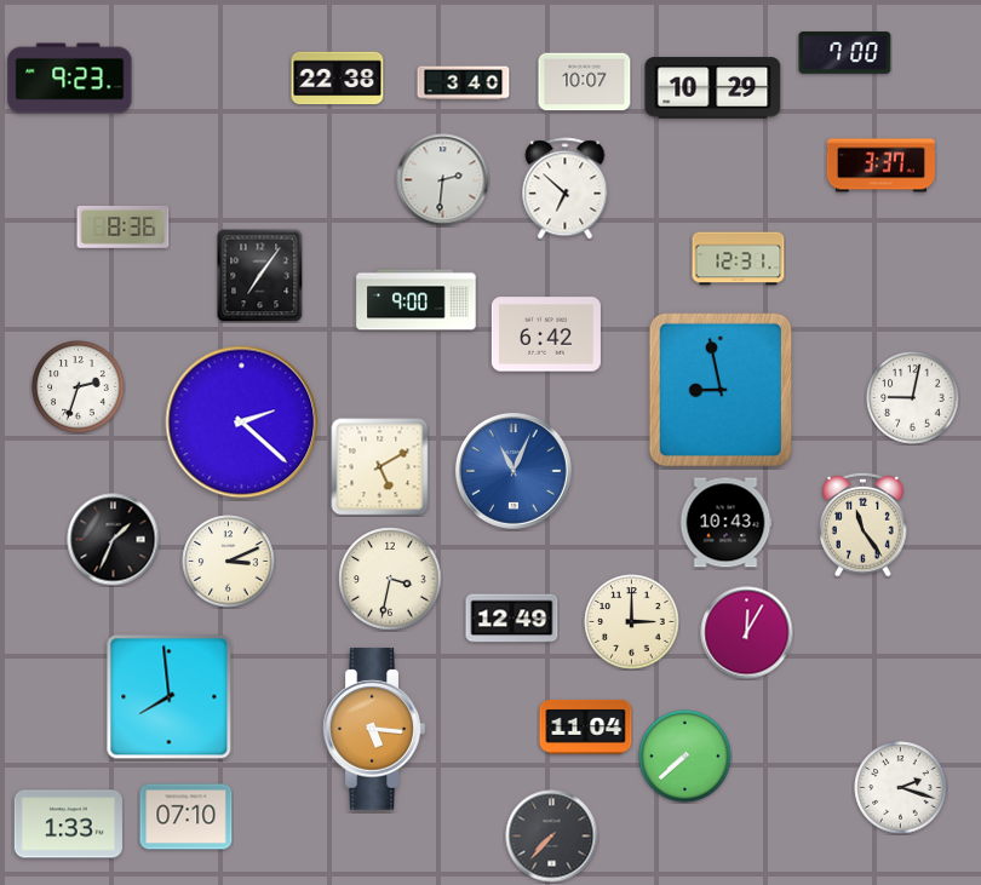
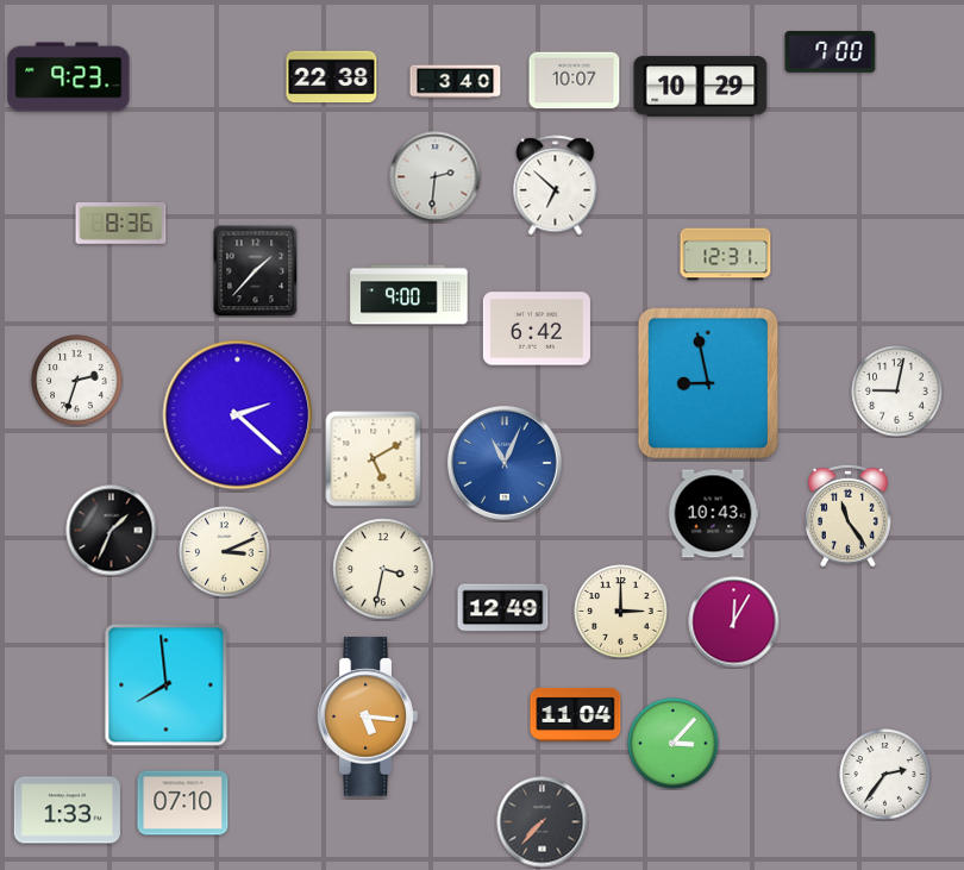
clock at (880, 166): 3:37 -> none
clock at (260, 275): 7:06 -> 1:37
clock at (685, 757): 7:38 -> 3:07
clock at (901, 788): 2:18 -> 2:36
